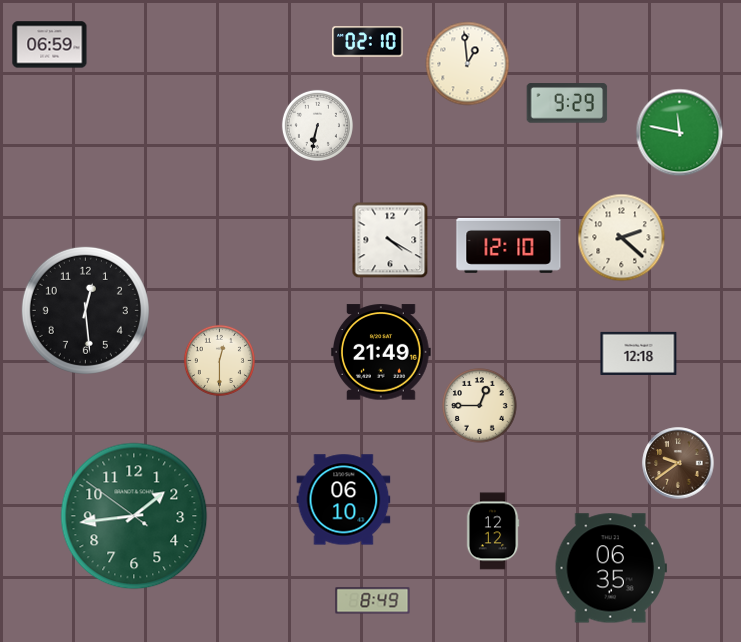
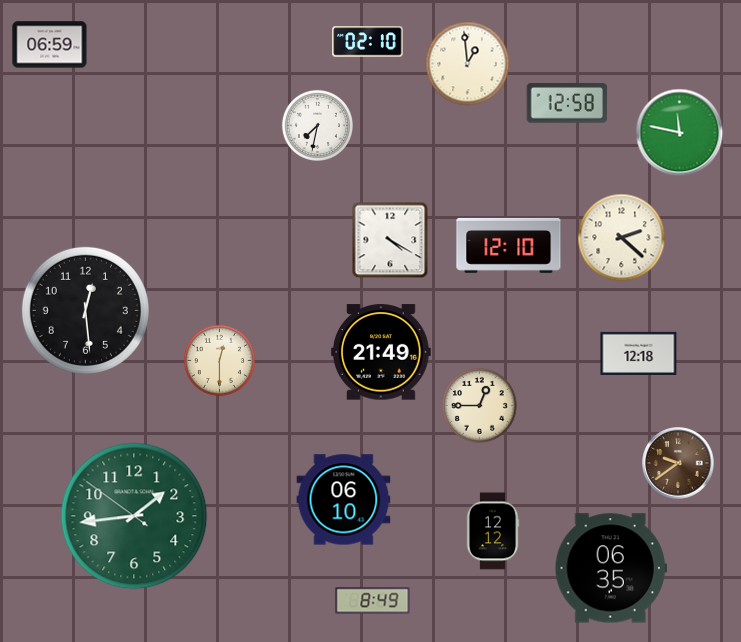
clock at (567, 103): 9:29 -> 12:58
clock at (317, 125): 6:32 -> 7:32
